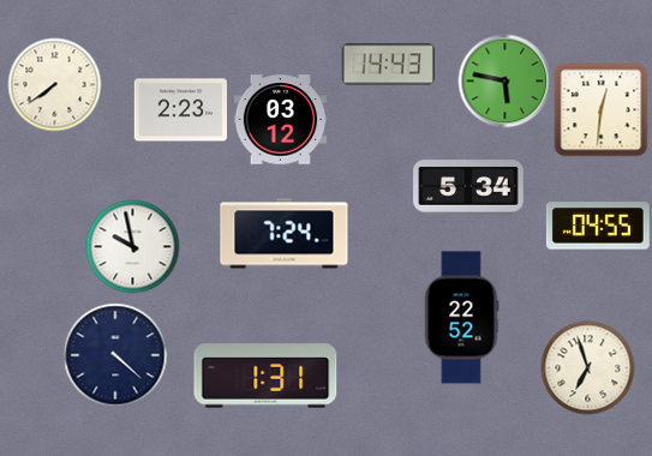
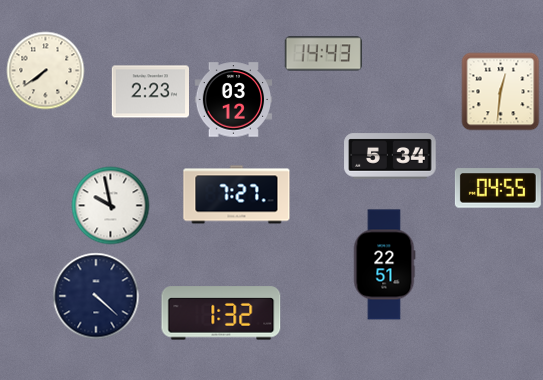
clock at (504, 80): 5:47 -> none
clock at (285, 234): 7:24 -> 7:27
clock at (461, 318): 22:52 -> 22:51
clock at (587, 367): 6:57 -> none
clock at (265, 376): 1:31 -> 1:32
